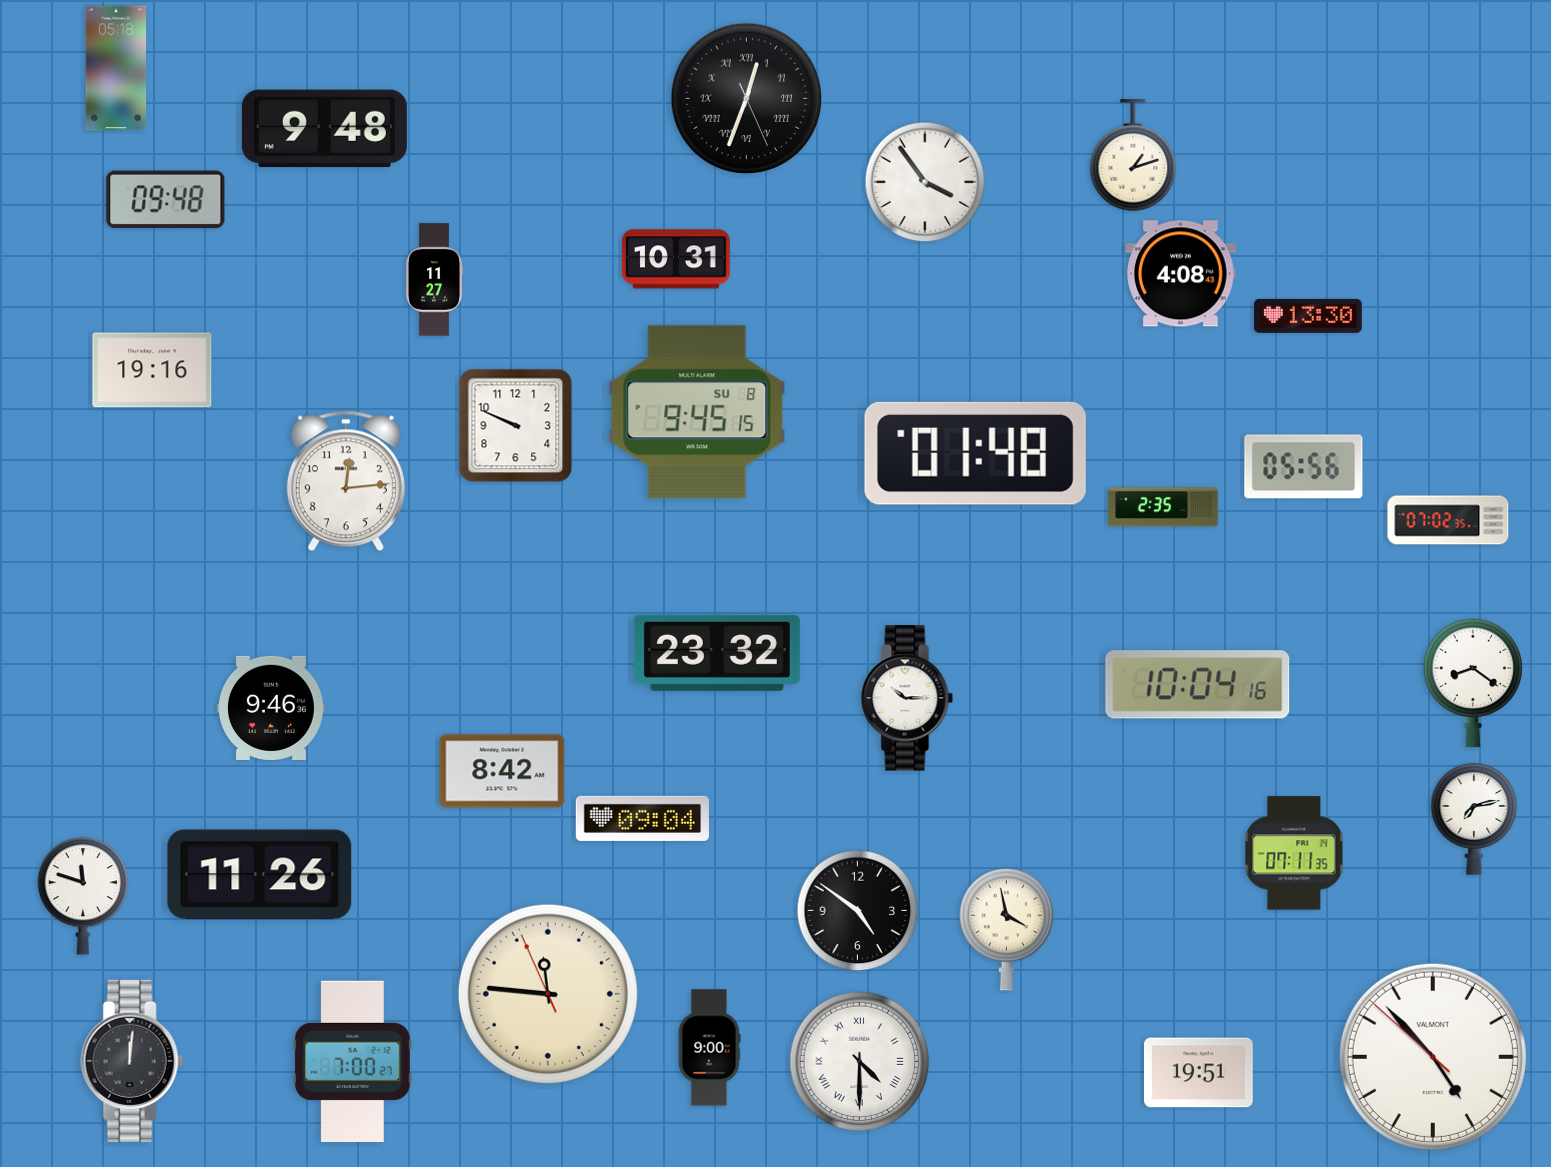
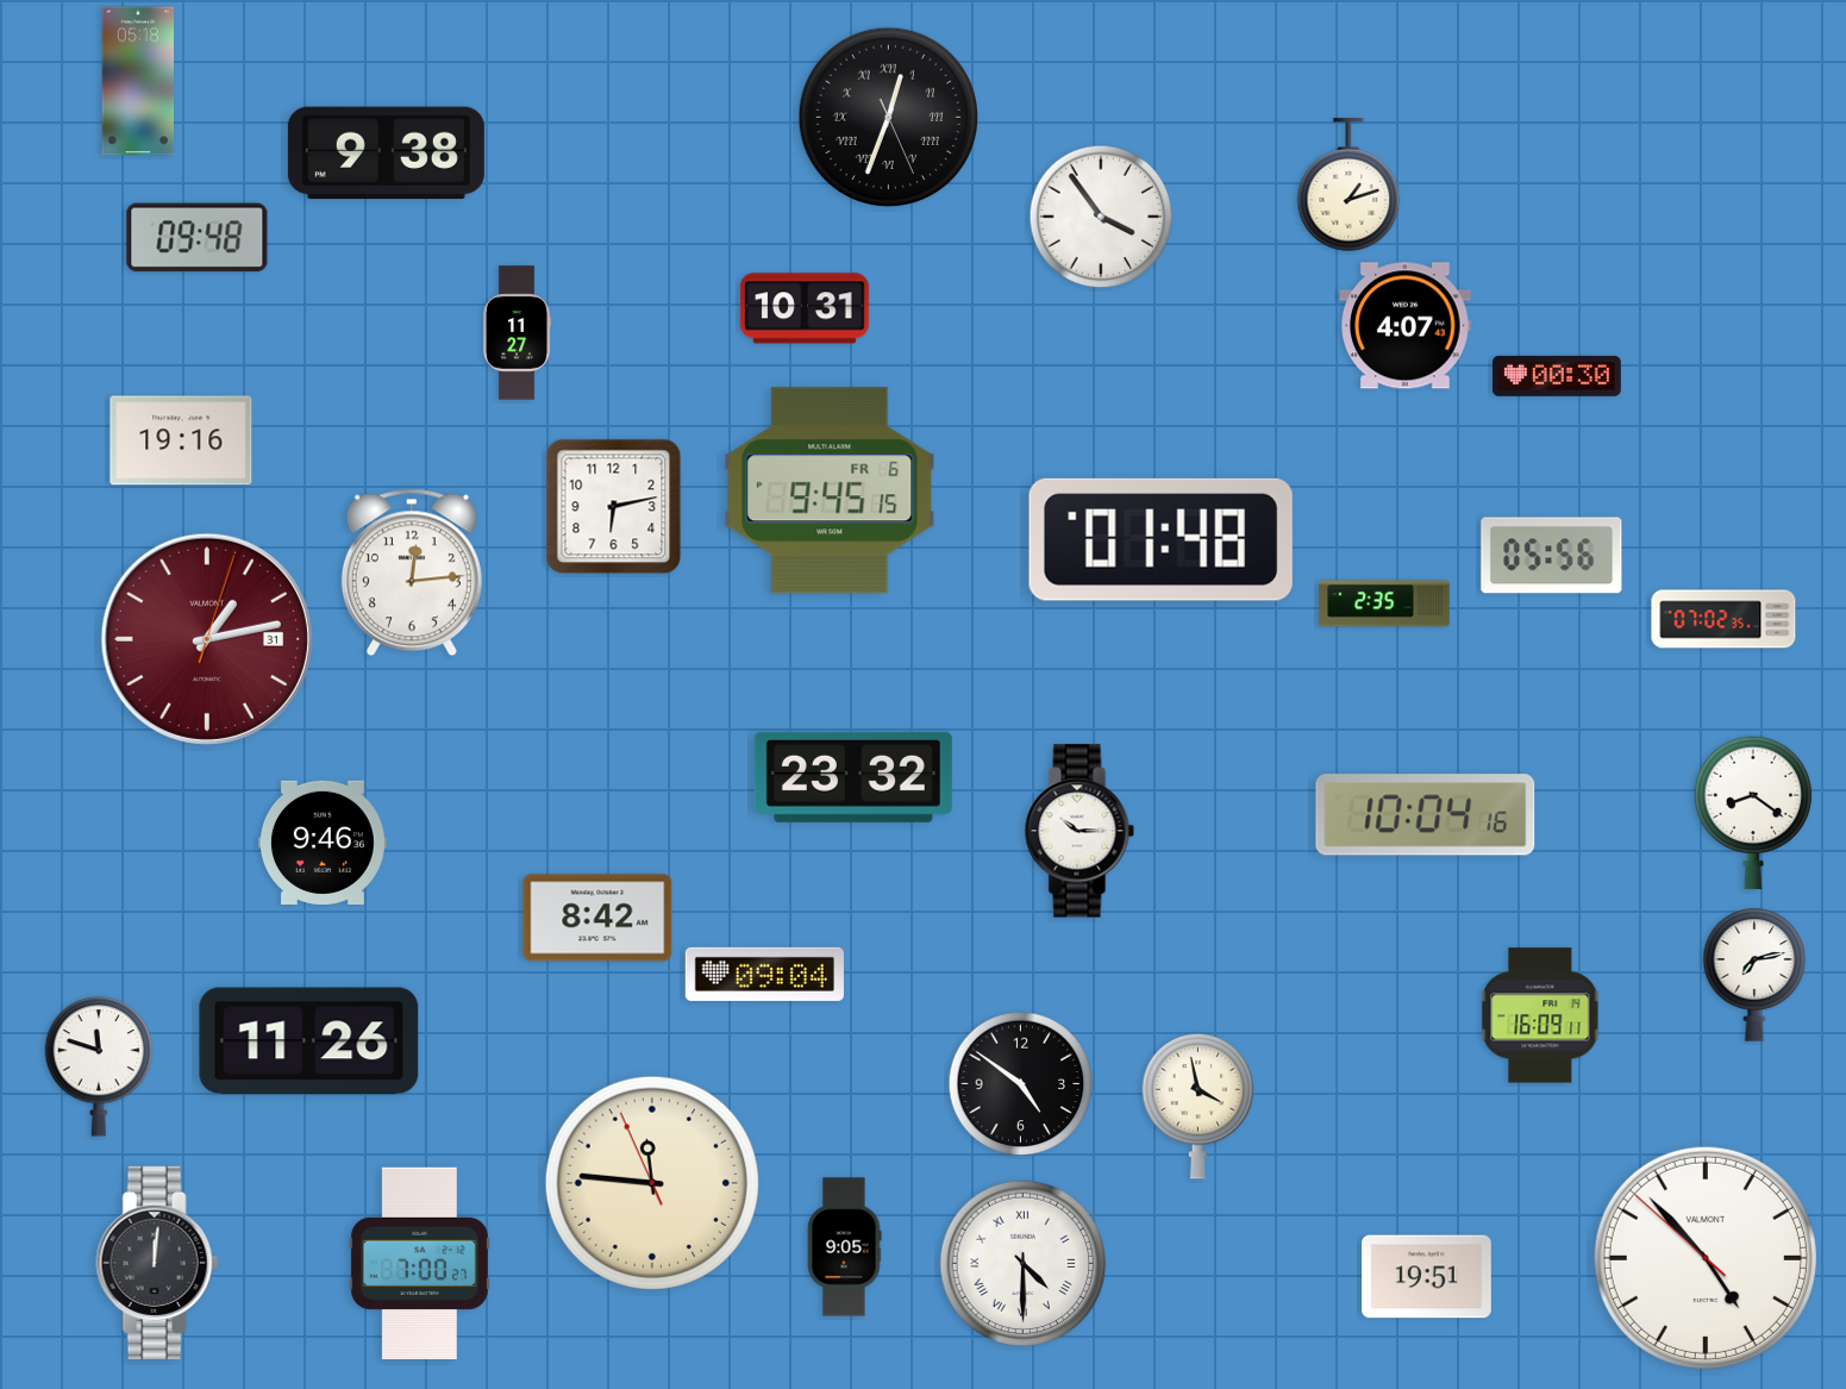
clock at (324, 129): 9:48 -> 9:38
clock at (1181, 274): 4:08 -> 4:07
clock at (1308, 316): 13:30 -> 00:30
clock at (697, 412) date: SU 8 -> FR 6
clock at (516, 426): 9:49 -> 6:13
clock at (207, 639): none -> 1:13
clock at (1294, 853): 07:11 -> 16:09
clock at (709, 1048): 9:00 -> 9:05
